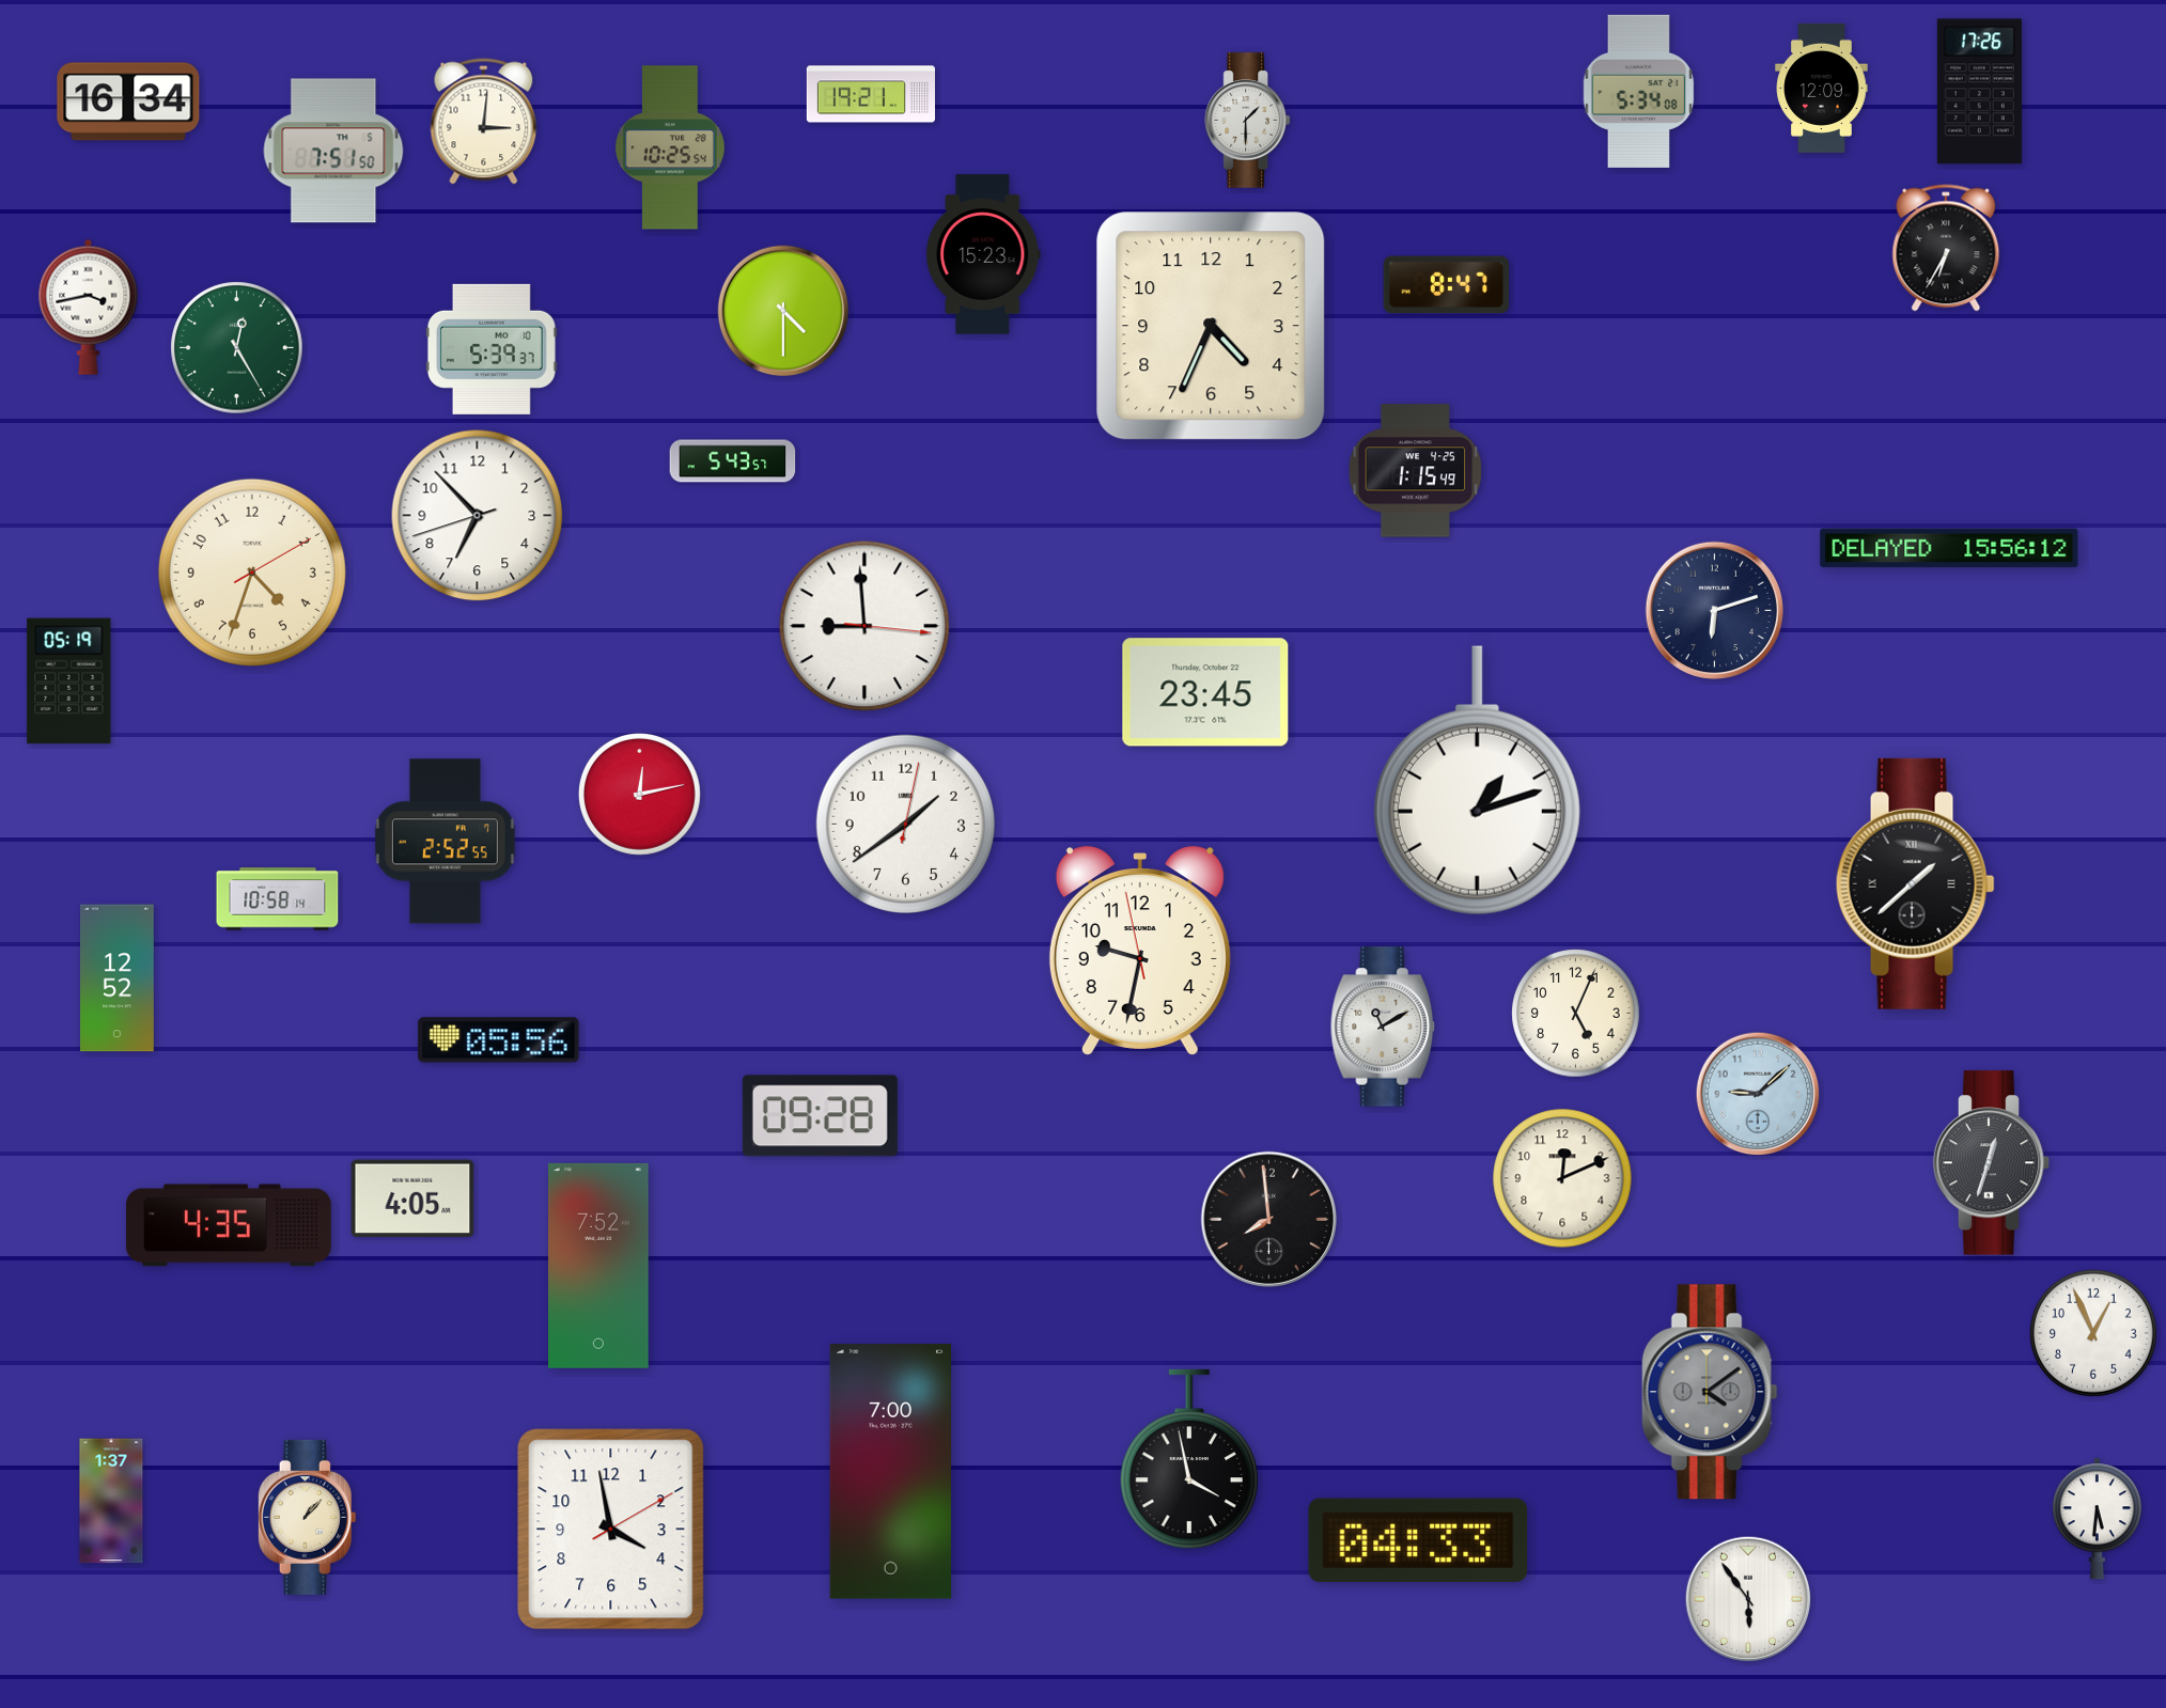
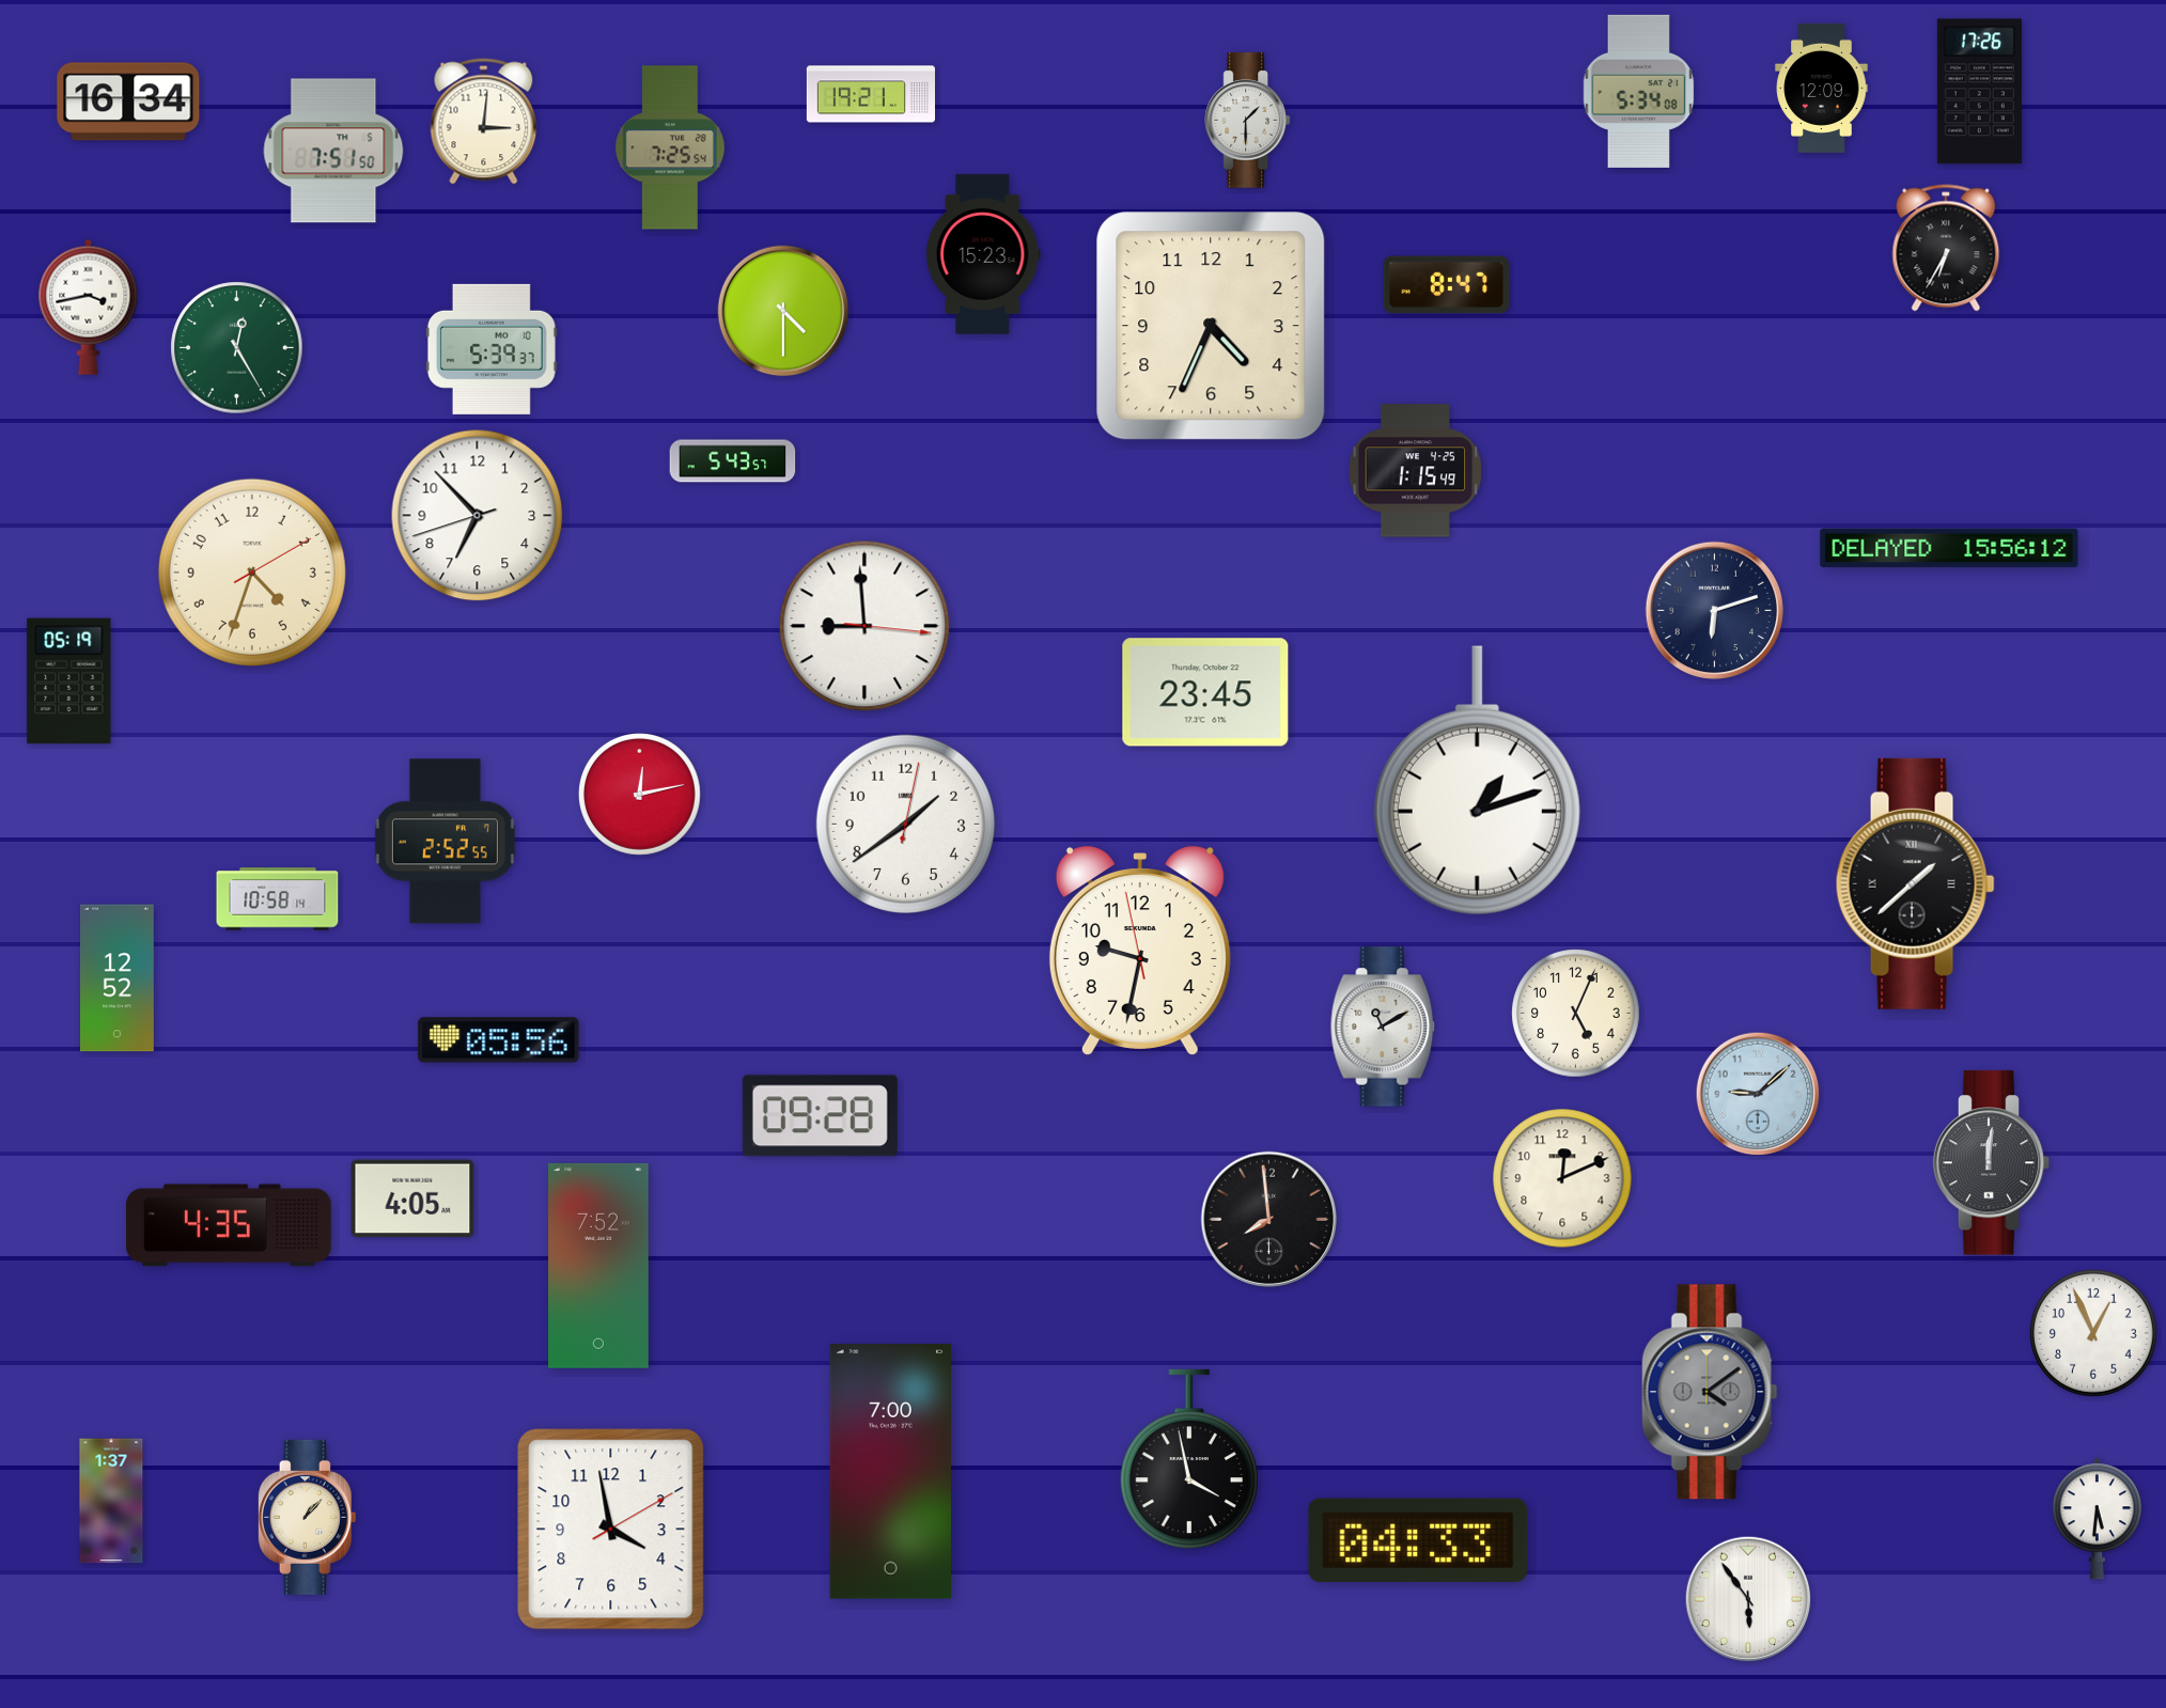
clock at (670, 147): 10:25 -> 7:25
clock at (1992, 1163): 12:33 -> 12:01
